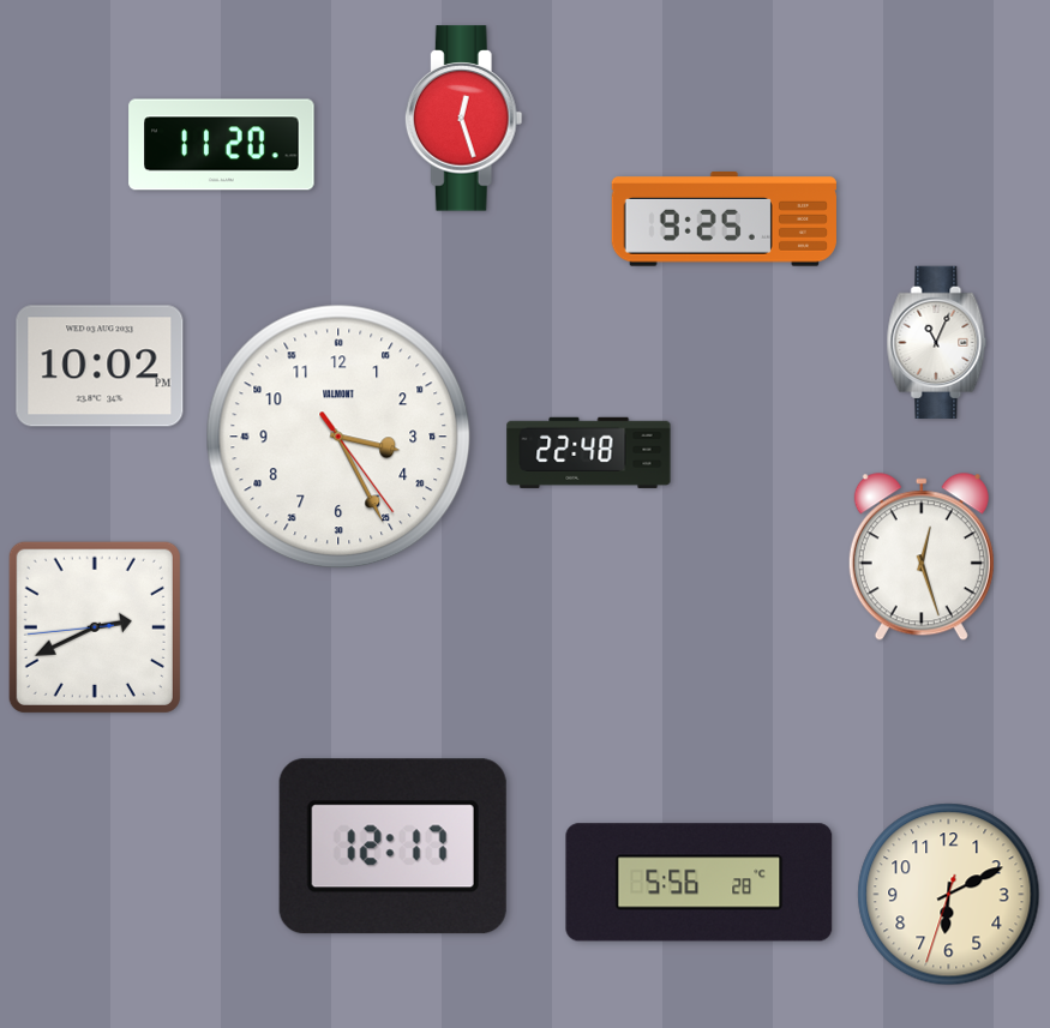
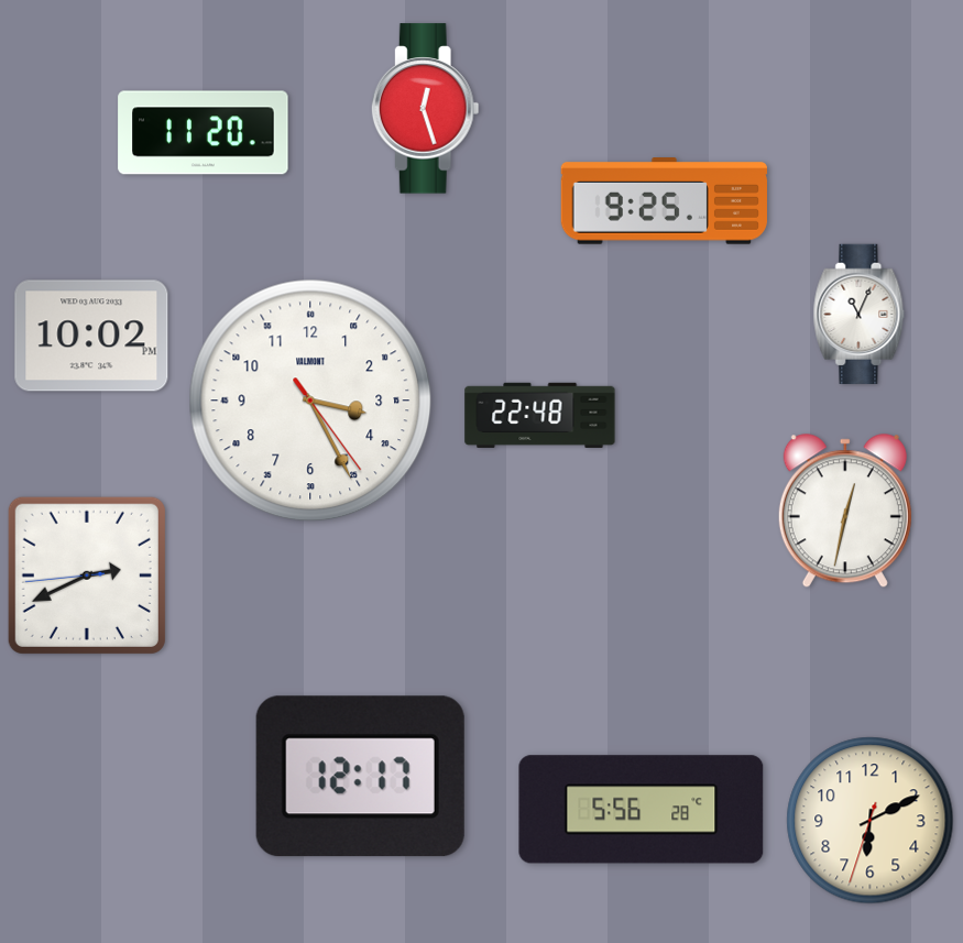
clock at (922, 558): 12:27 -> 12:32
